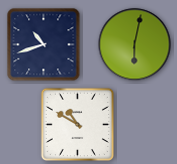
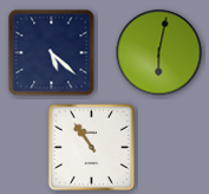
clock at (44, 45): 10:42 -> 5:22
clock at (78, 125): 10:50 -> 10:54
